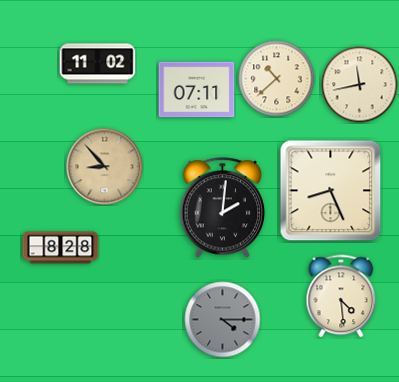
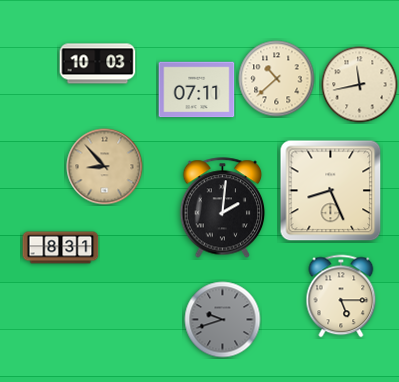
clock at (98, 64): 11:02 -> 10:03
clock at (61, 248): 8:28 -> 8:31
clock at (341, 296): 4:29 -> 5:15
clock at (223, 320): 4:15 -> 9:42
